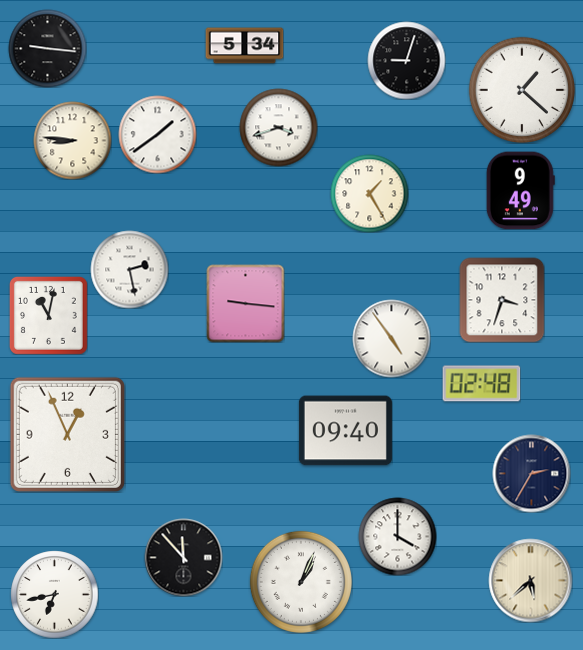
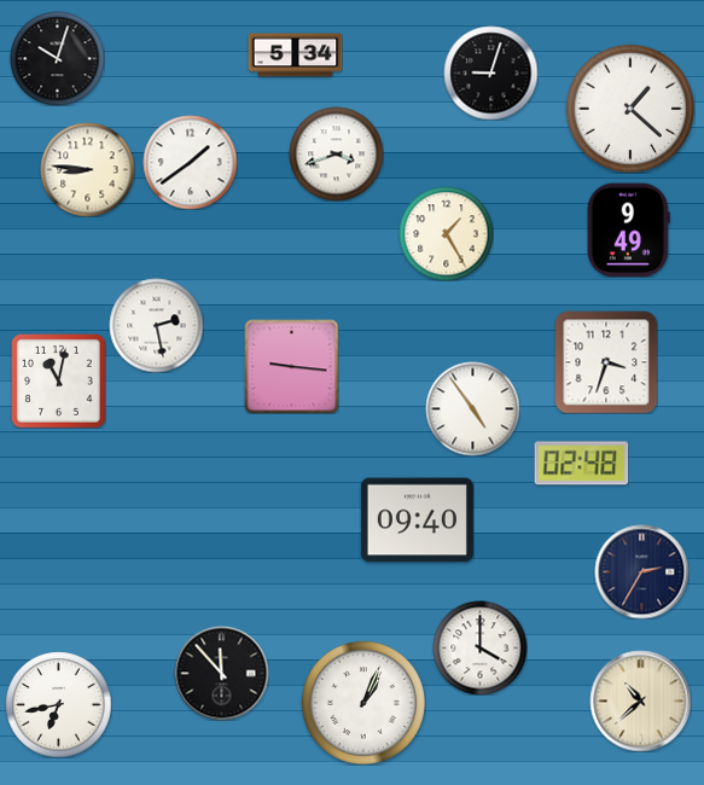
clock at (47, 48): 9:16 -> 10:03
clock at (245, 303) position: (245, 303) -> (291, 366)
clock at (67, 434): 12:56 -> none
clock at (530, 580): 5:38 -> 10:38
clock at (54, 594) position: (54, 594) -> (58, 704)
